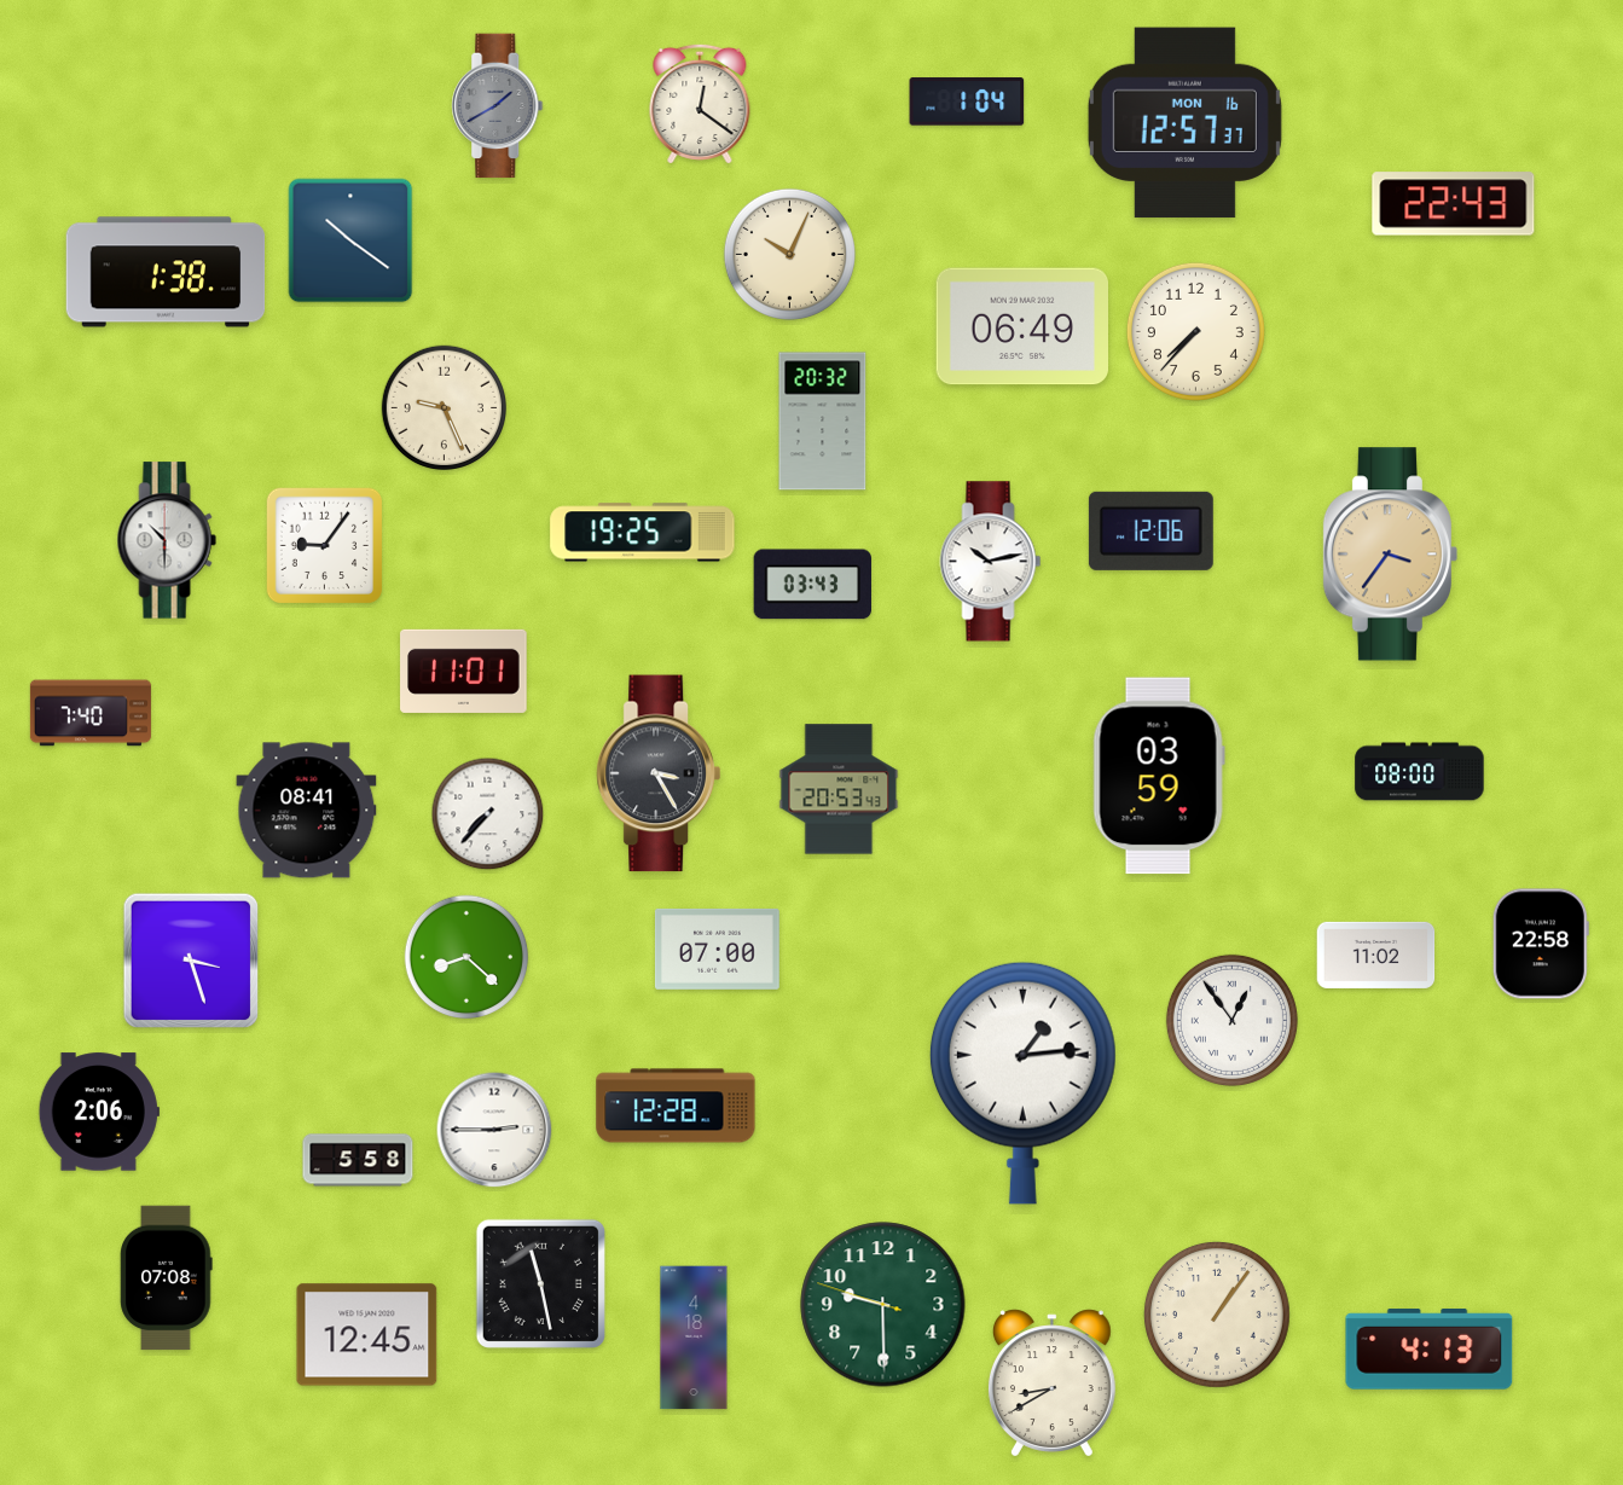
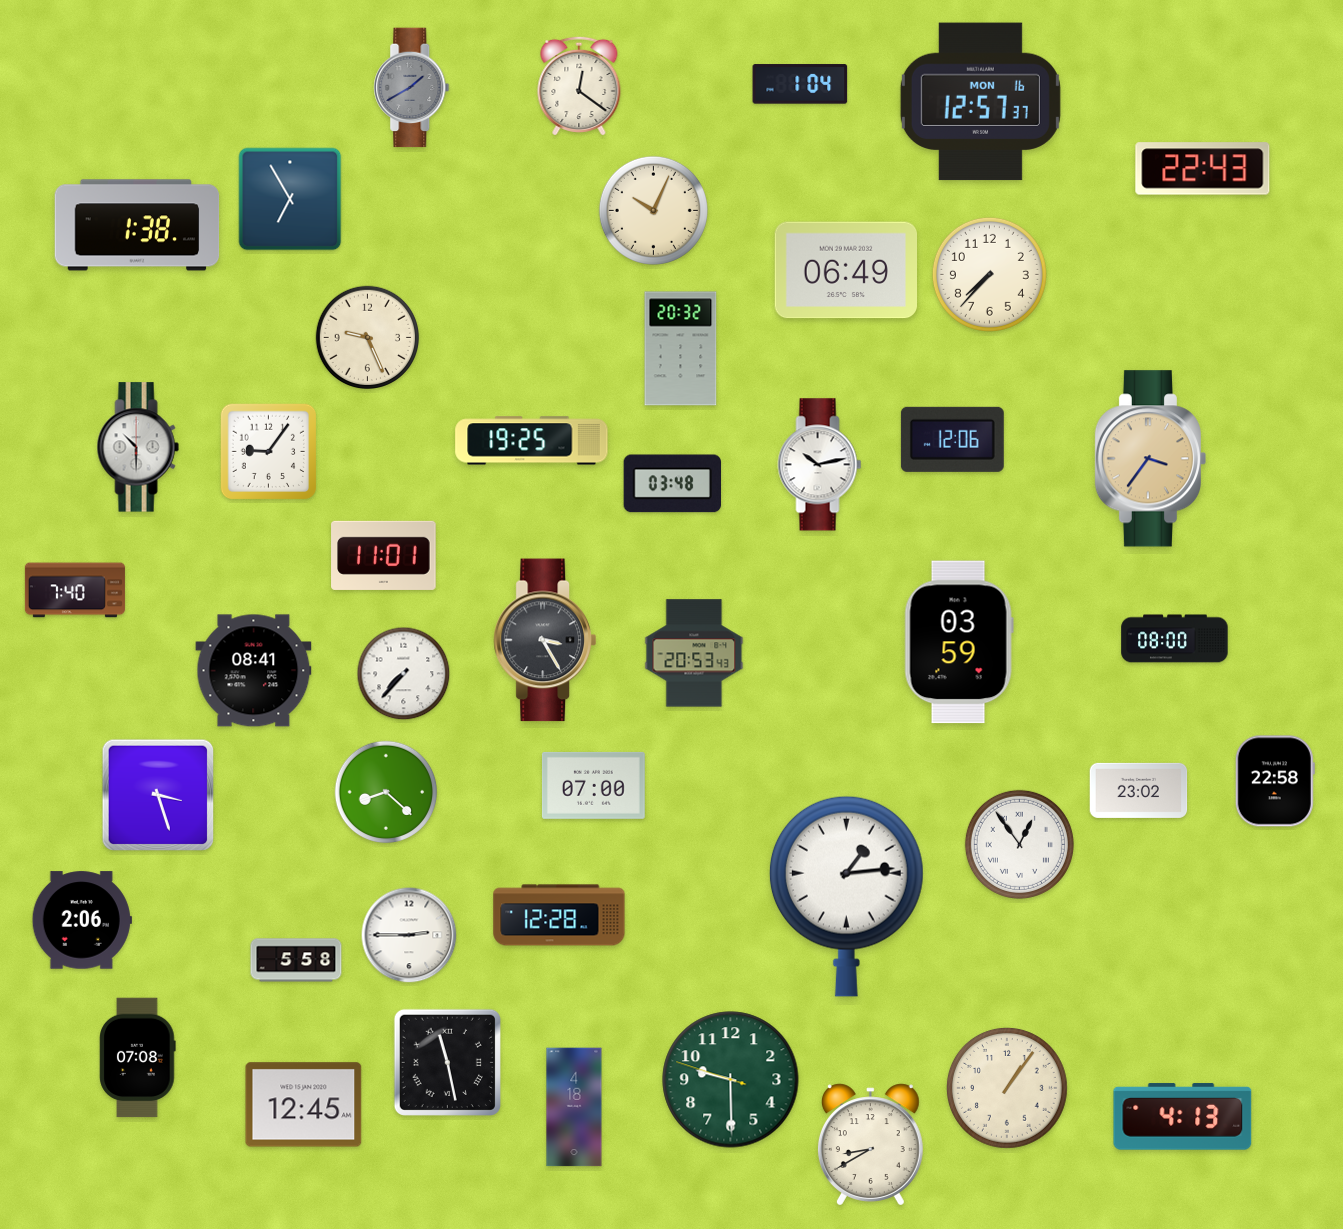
clock at (350, 240): 10:21 -> 6:55
clock at (812, 585): 03:43 -> 03:48
clock at (1376, 955): 11:02 -> 23:02
